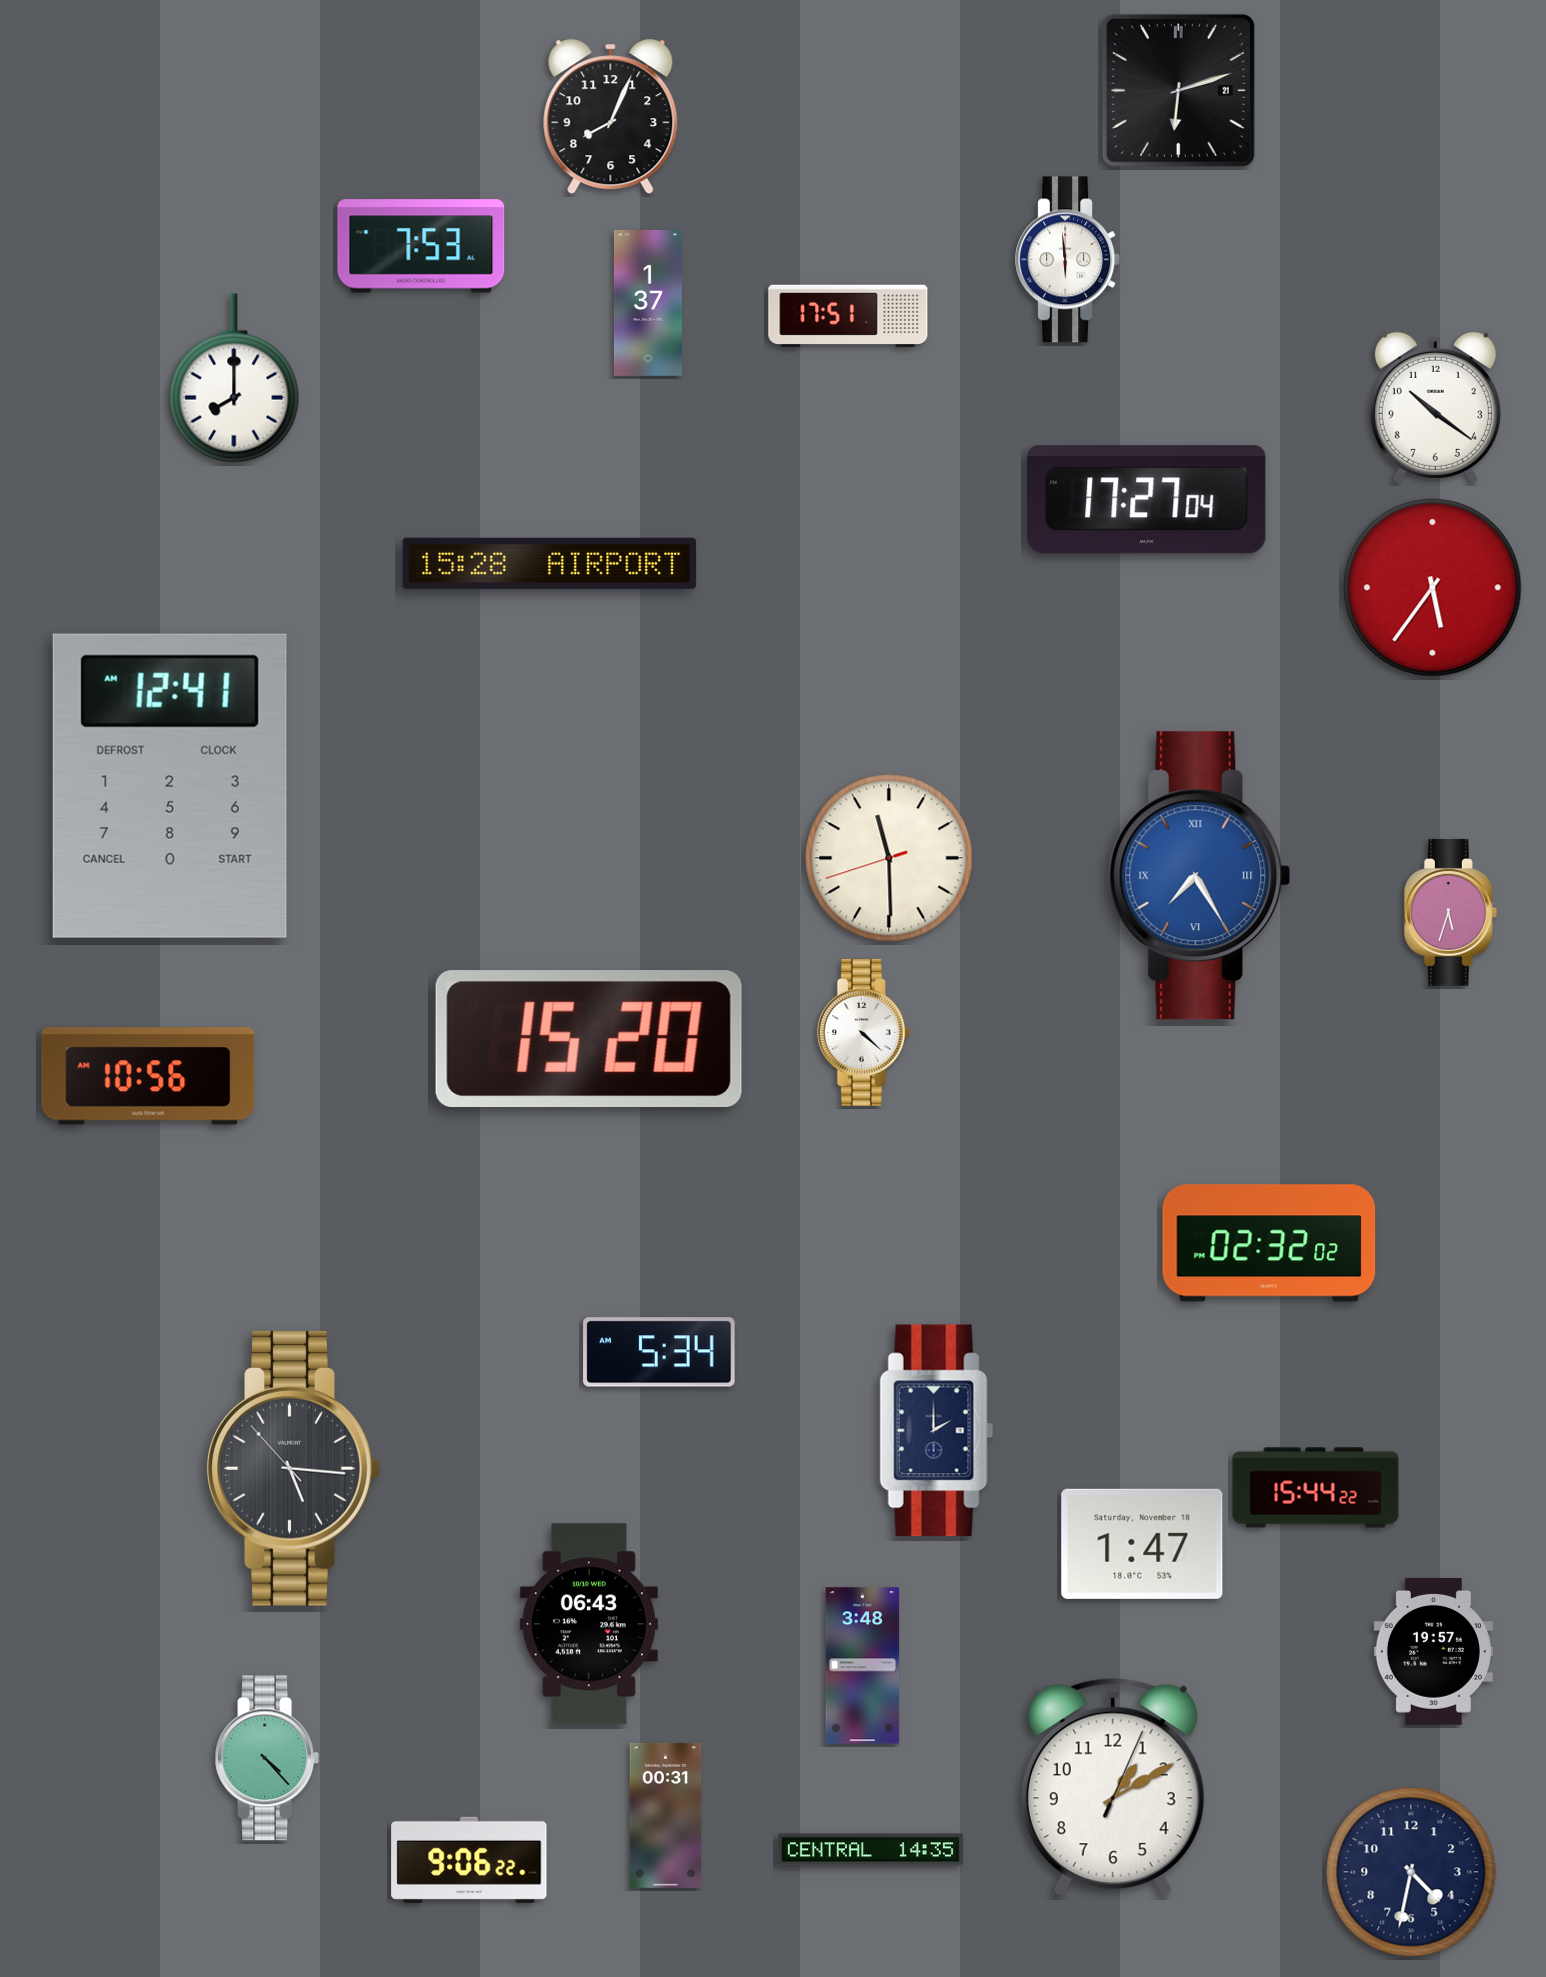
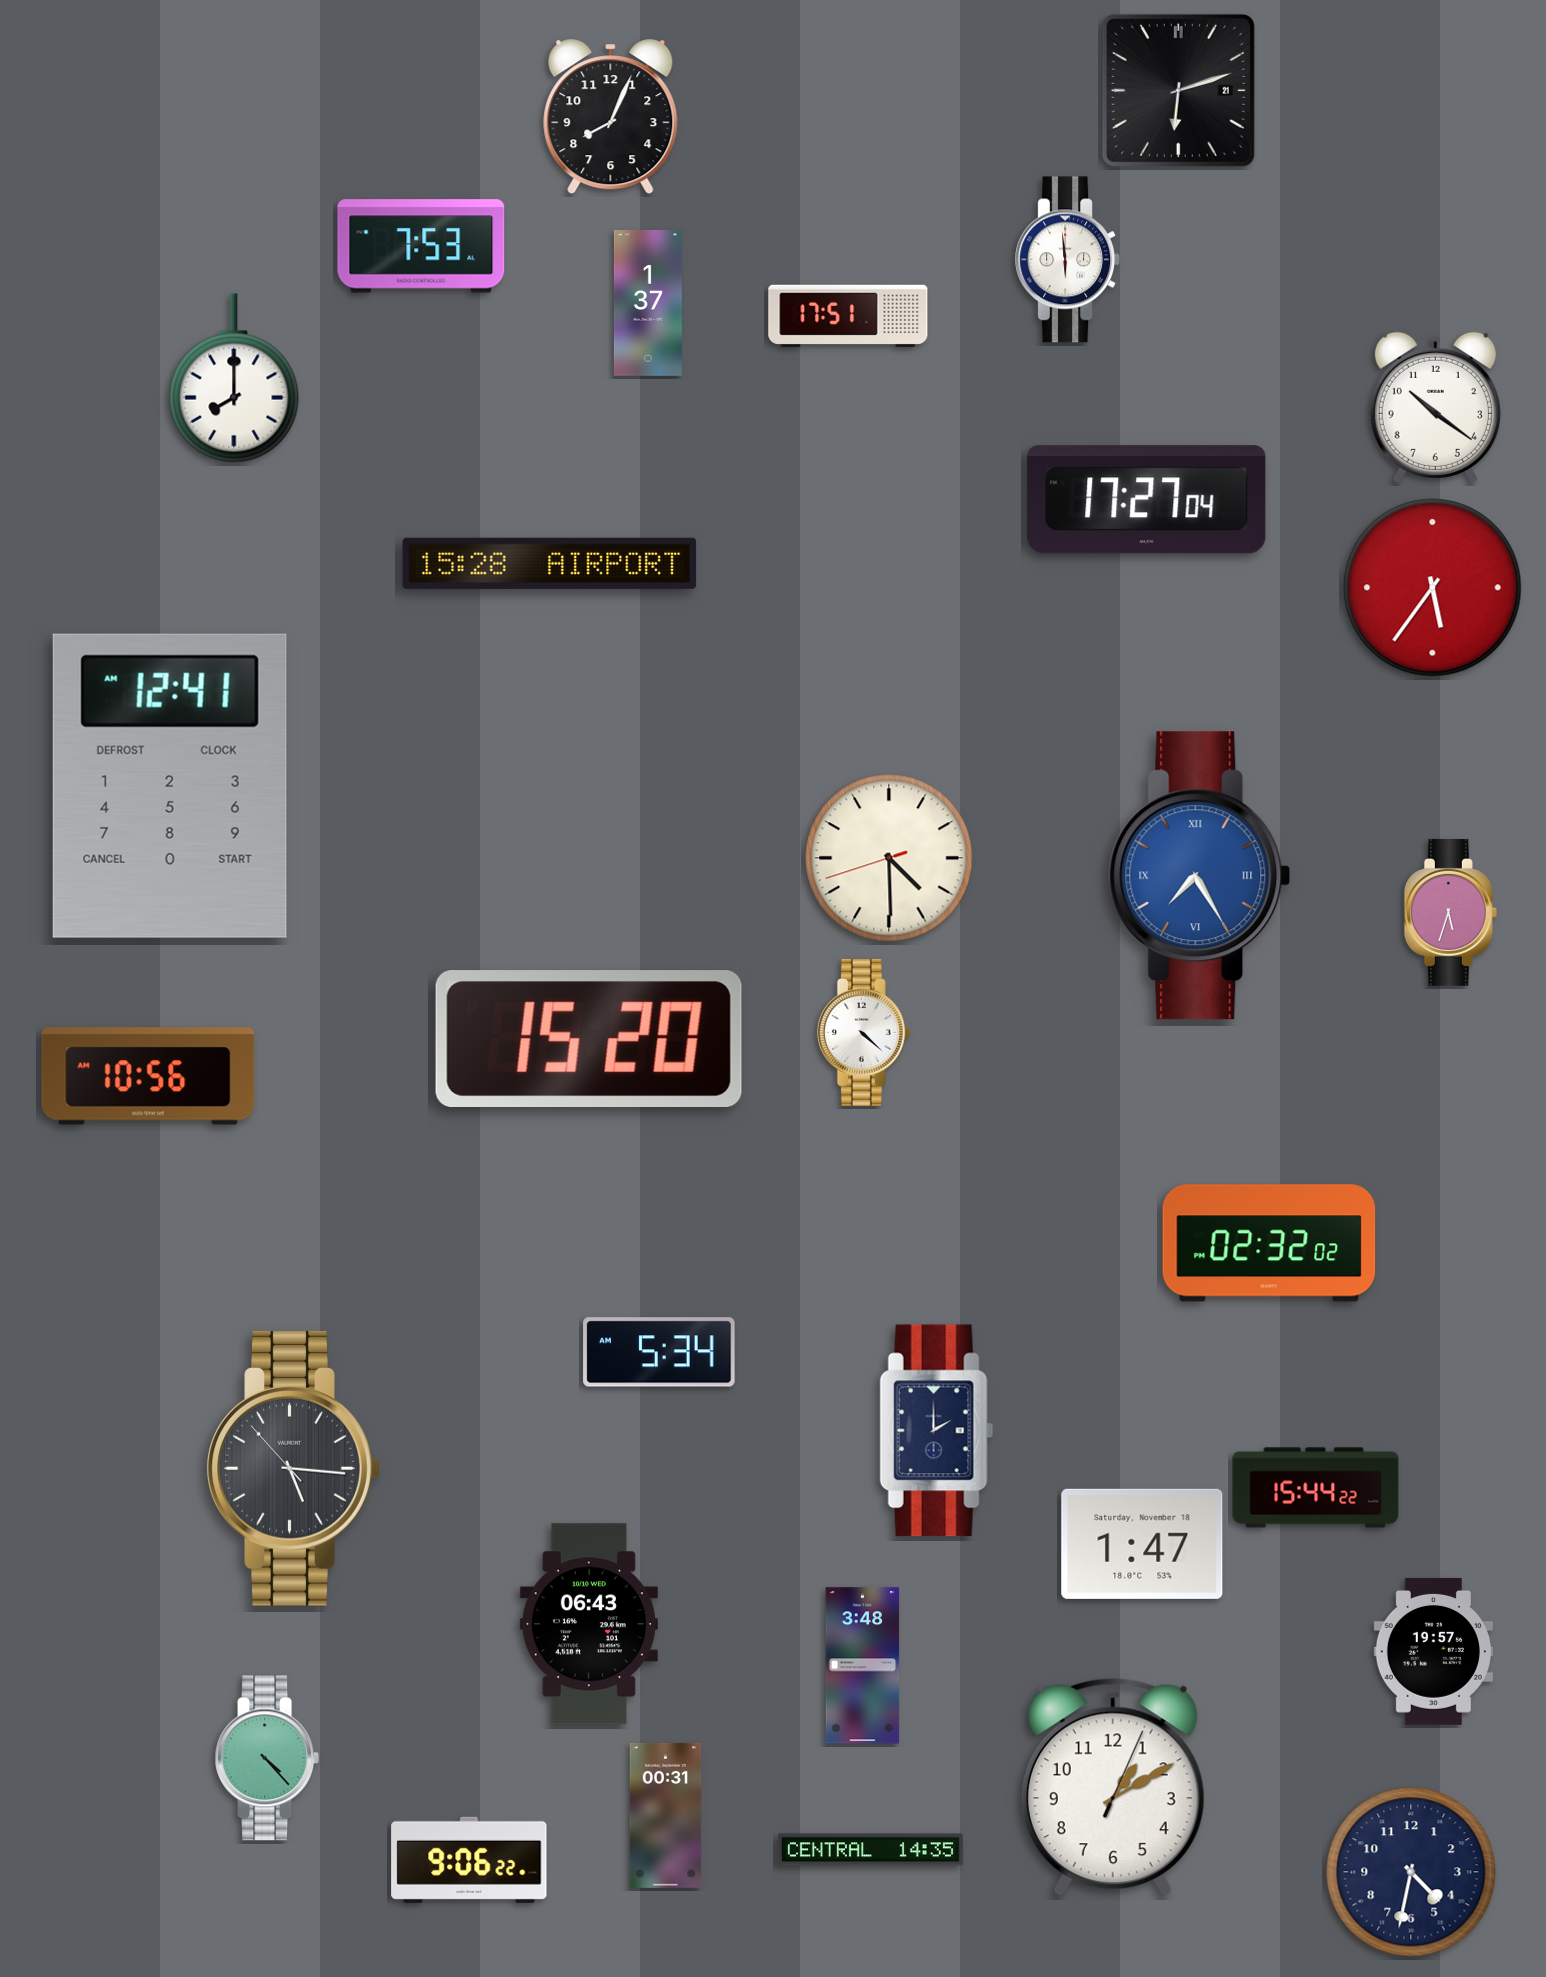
clock at (889, 858): 11:29 -> 4:29
